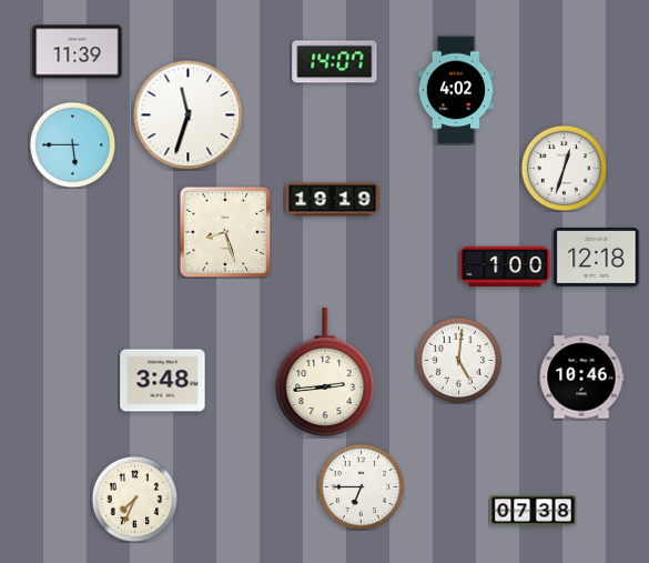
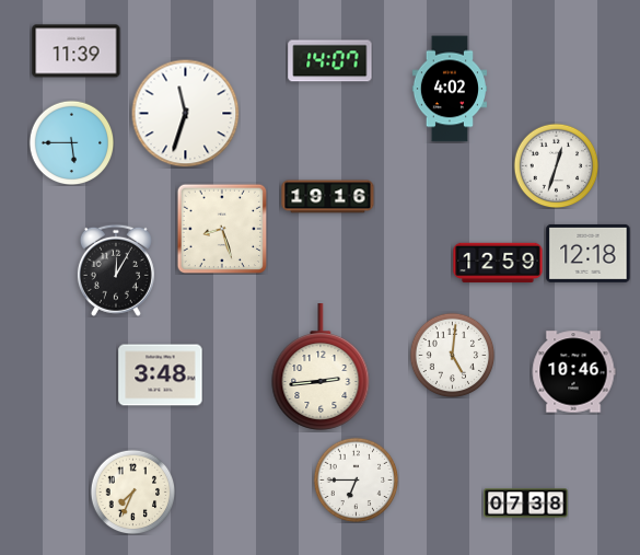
clock at (333, 200): 19:19 -> 19:16
clock at (505, 267): 1:00 -> 12:59
clock at (116, 270): none -> 12:05
